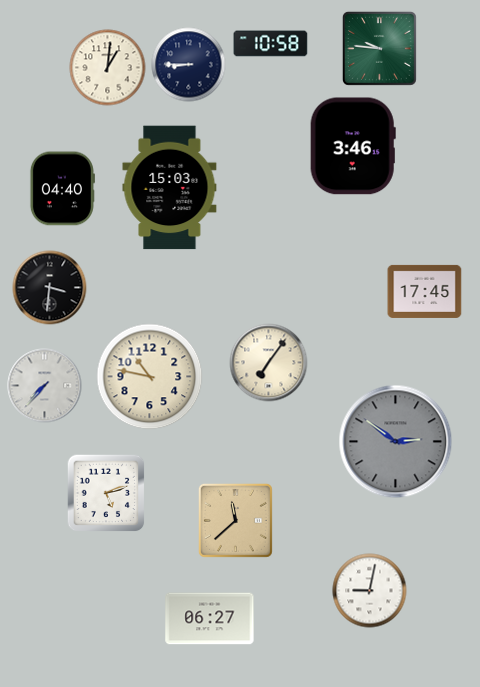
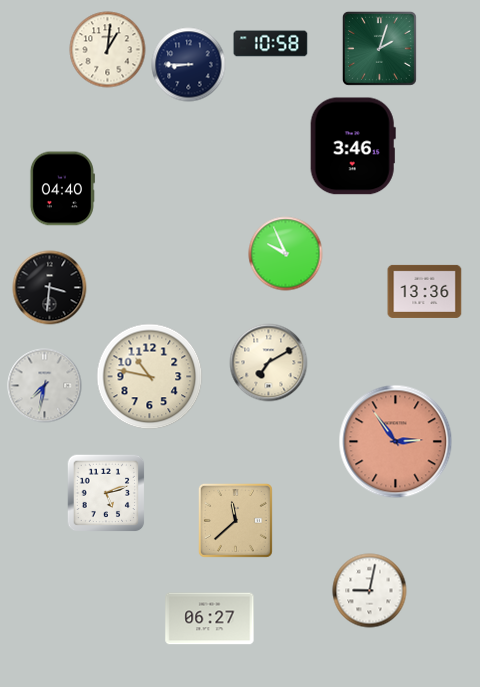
clock at (379, 48): 9:46 -> 2:03
clock at (108, 68) position: (108, 68) -> (108, 50)
clock at (170, 188): 15:03 -> none
clock at (286, 254): none -> 9:56
clock at (425, 291): 17:45 -> 13:36
clock at (269, 363): 7:06 -> 7:10
clock at (45, 386): 7:37 -> 7:32
clock at (396, 442): 2:51 -> 2:54
clock at (396, 442) dial: grey -> salmon
